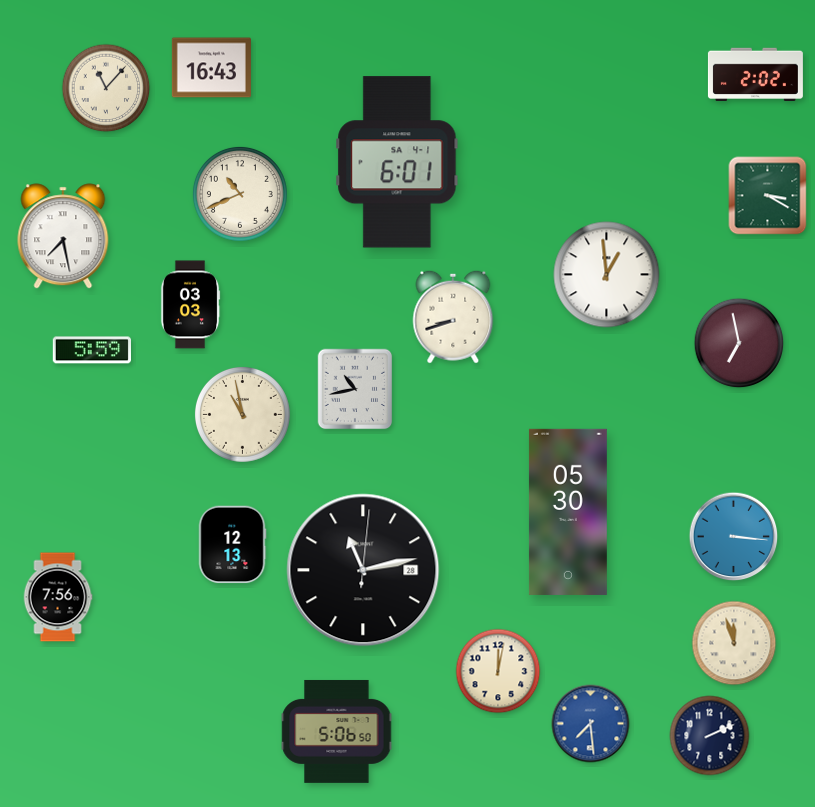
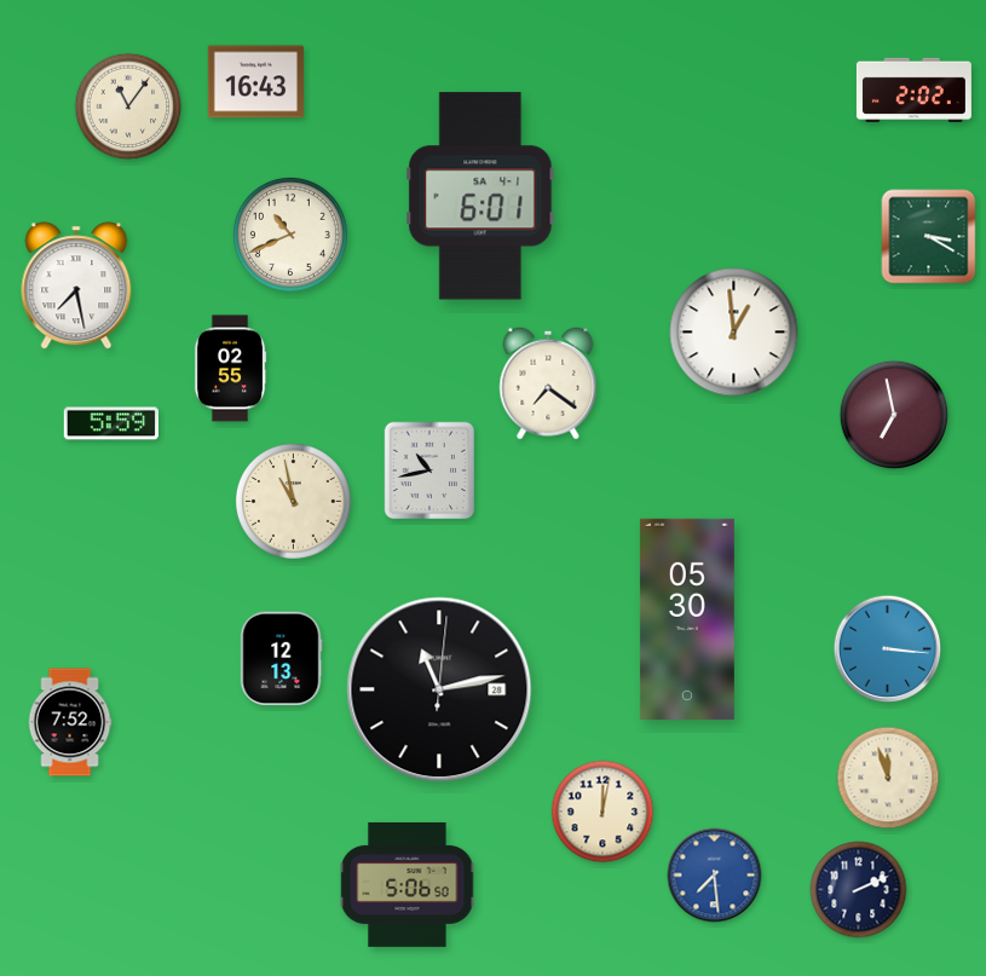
clock at (106, 88): 11:07 -> 11:06
clock at (190, 305): 03:03 -> 02:55
clock at (453, 317): 8:42 -> 7:21
clock at (58, 597): 7:56 -> 7:52
